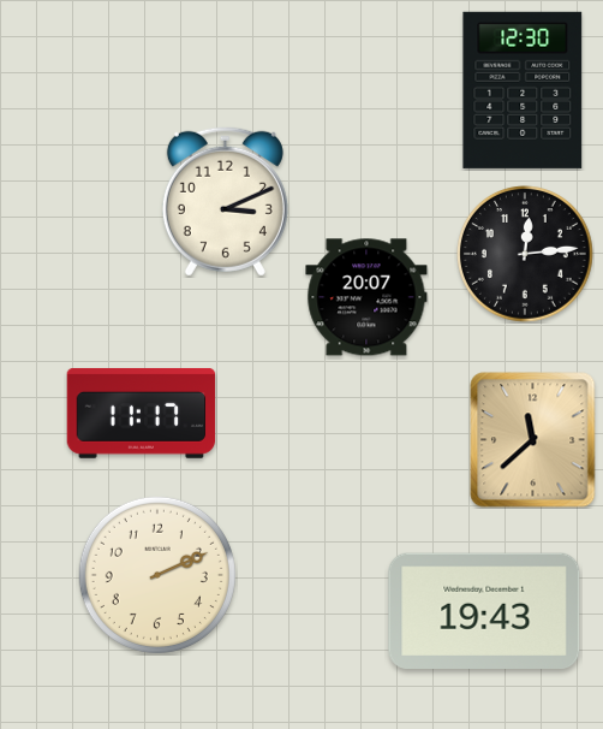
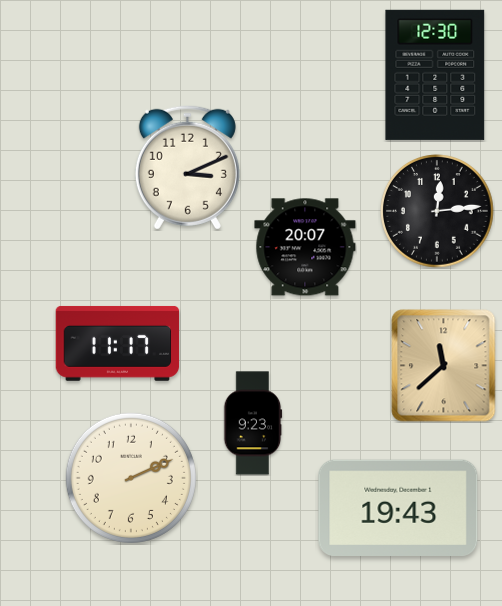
clock at (253, 423): none -> 9:23
clock at (484, 610) position: (484, 610) -> (398, 507)
